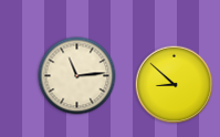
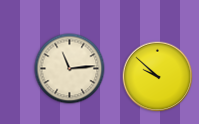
clock at (175, 85): 8:52 -> 9:52
